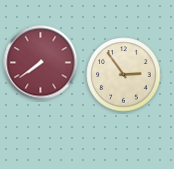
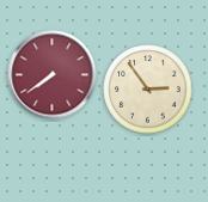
clock at (41, 63) position: (41, 63) -> (53, 75)
